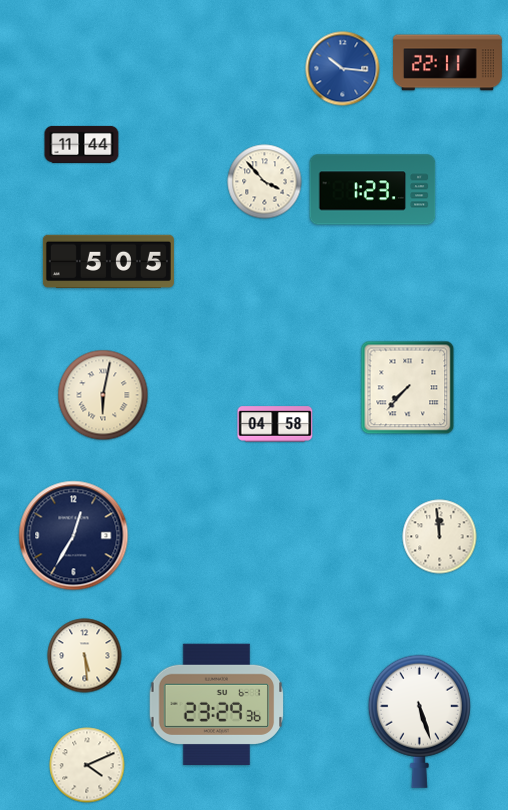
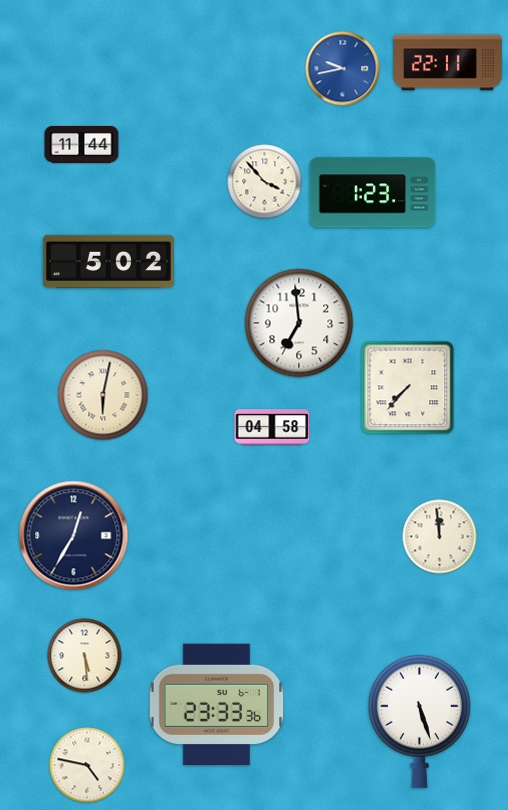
clock at (343, 69): 10:16 -> 9:43
clock at (373, 190) position: (373, 190) -> (373, 193)
clock at (108, 262): 5:05 -> 5:02
clock at (299, 323): none -> 6:59
clock at (275, 424) position: (275, 424) -> (272, 427)
clock at (217, 704): 23:29 -> 23:33
clock at (87, 765): 4:11 -> 4:47
